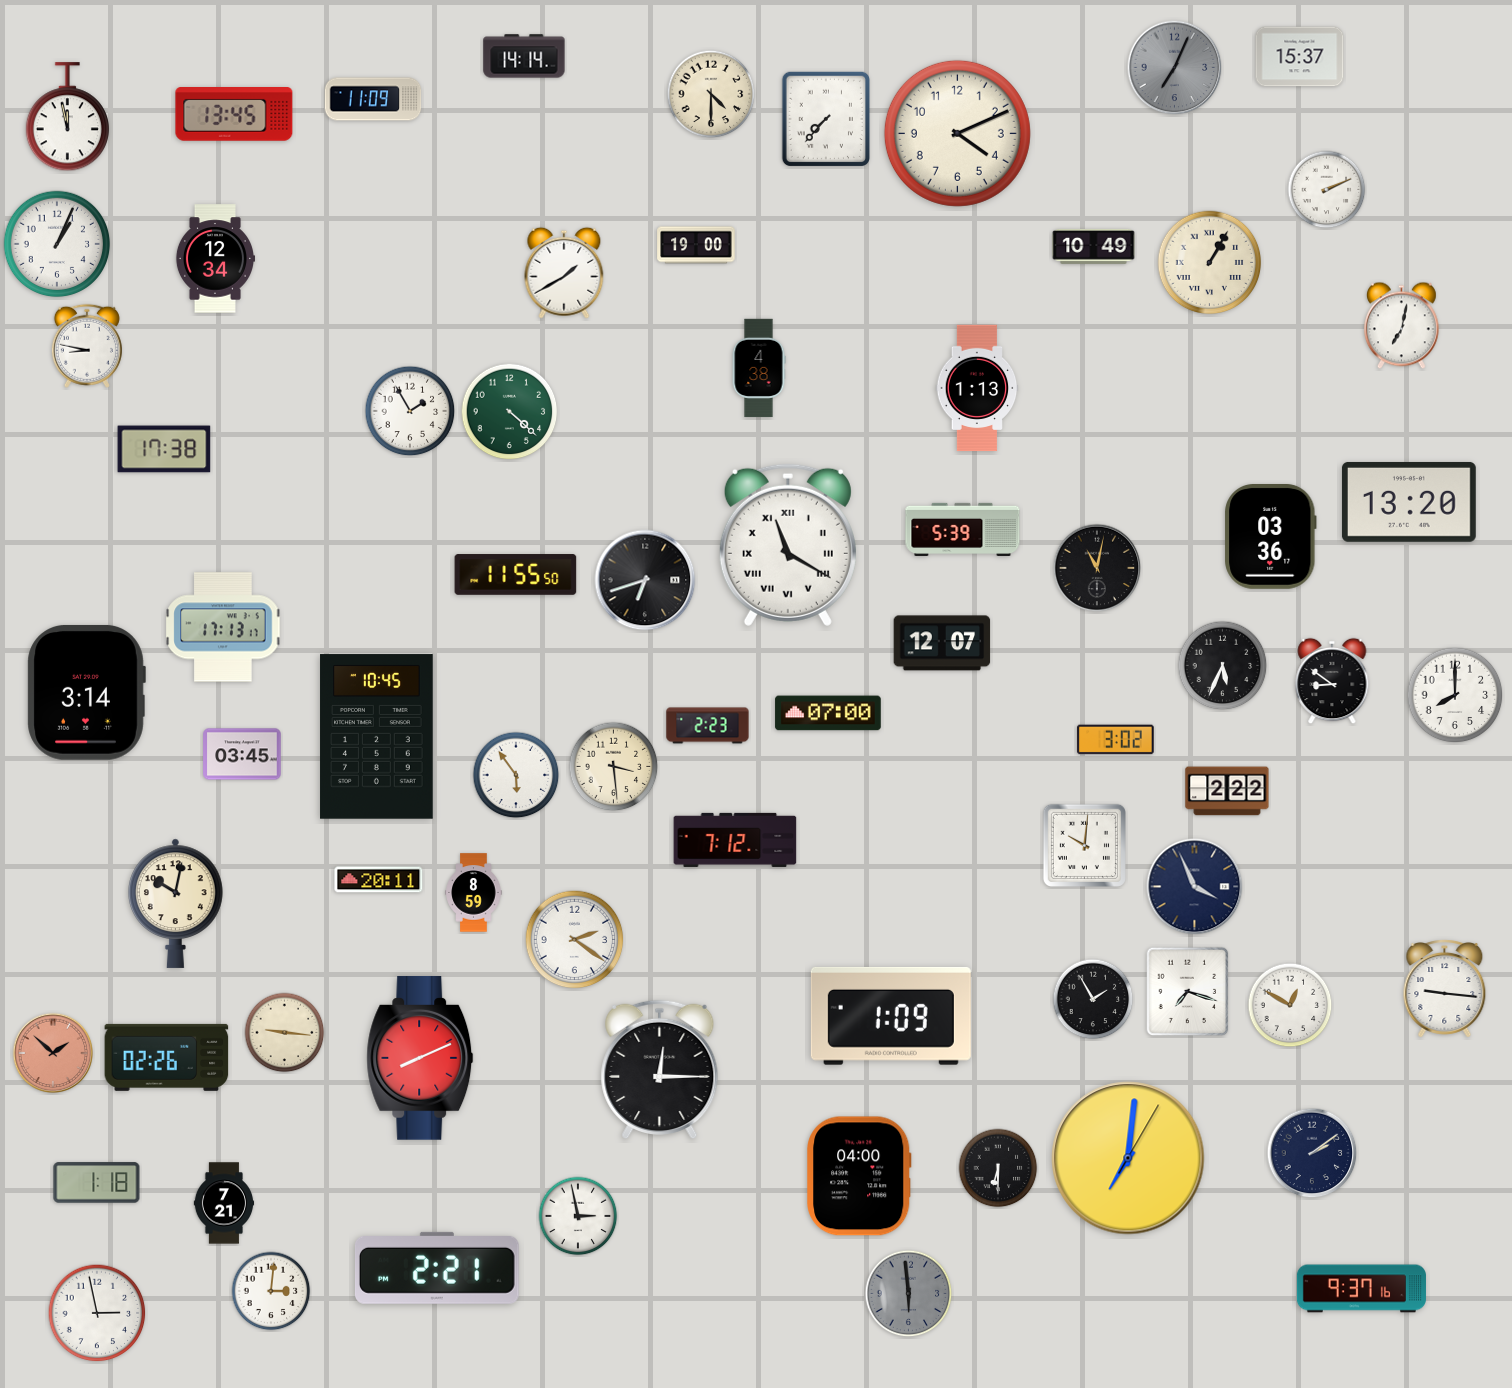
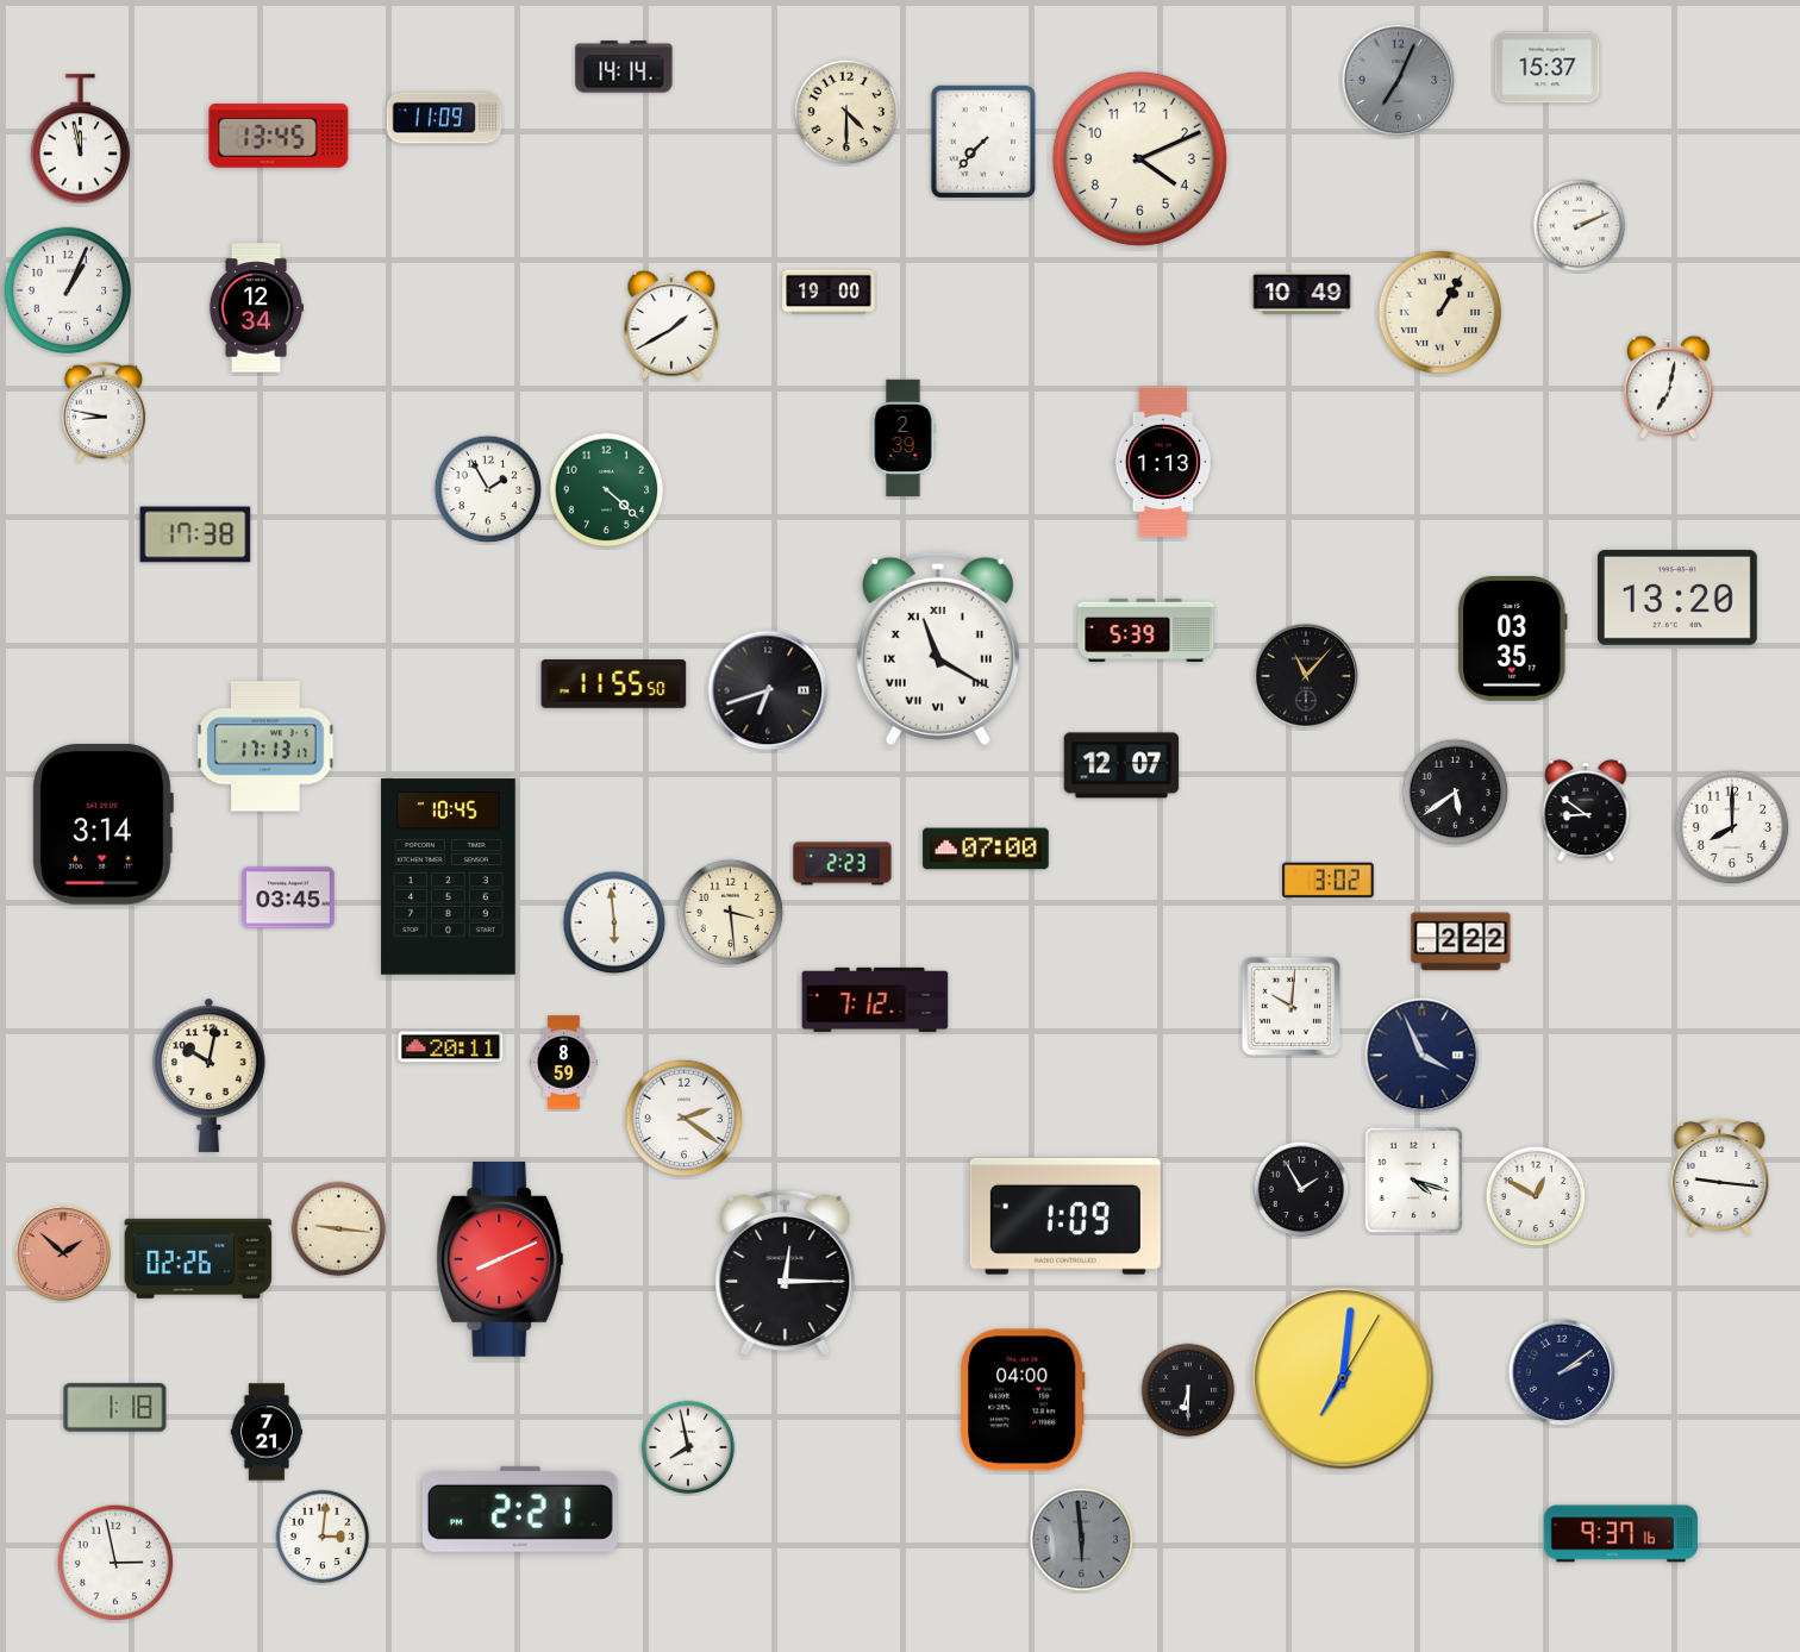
clock at (759, 368): 4:38 -> 2:39
clock at (1271, 537): 03:36 -> 03:35
clock at (1097, 568): 11:02 -> 11:07
clock at (1223, 666): 5:34 -> 5:39
clock at (516, 775): 5:54 -> 5:59
clock at (1188, 992): 7:18 -> 4:18
clock at (891, 1016) position: (891, 1016) -> (1065, 1216)
clock at (578, 1216): 2:58 -> 7:58
